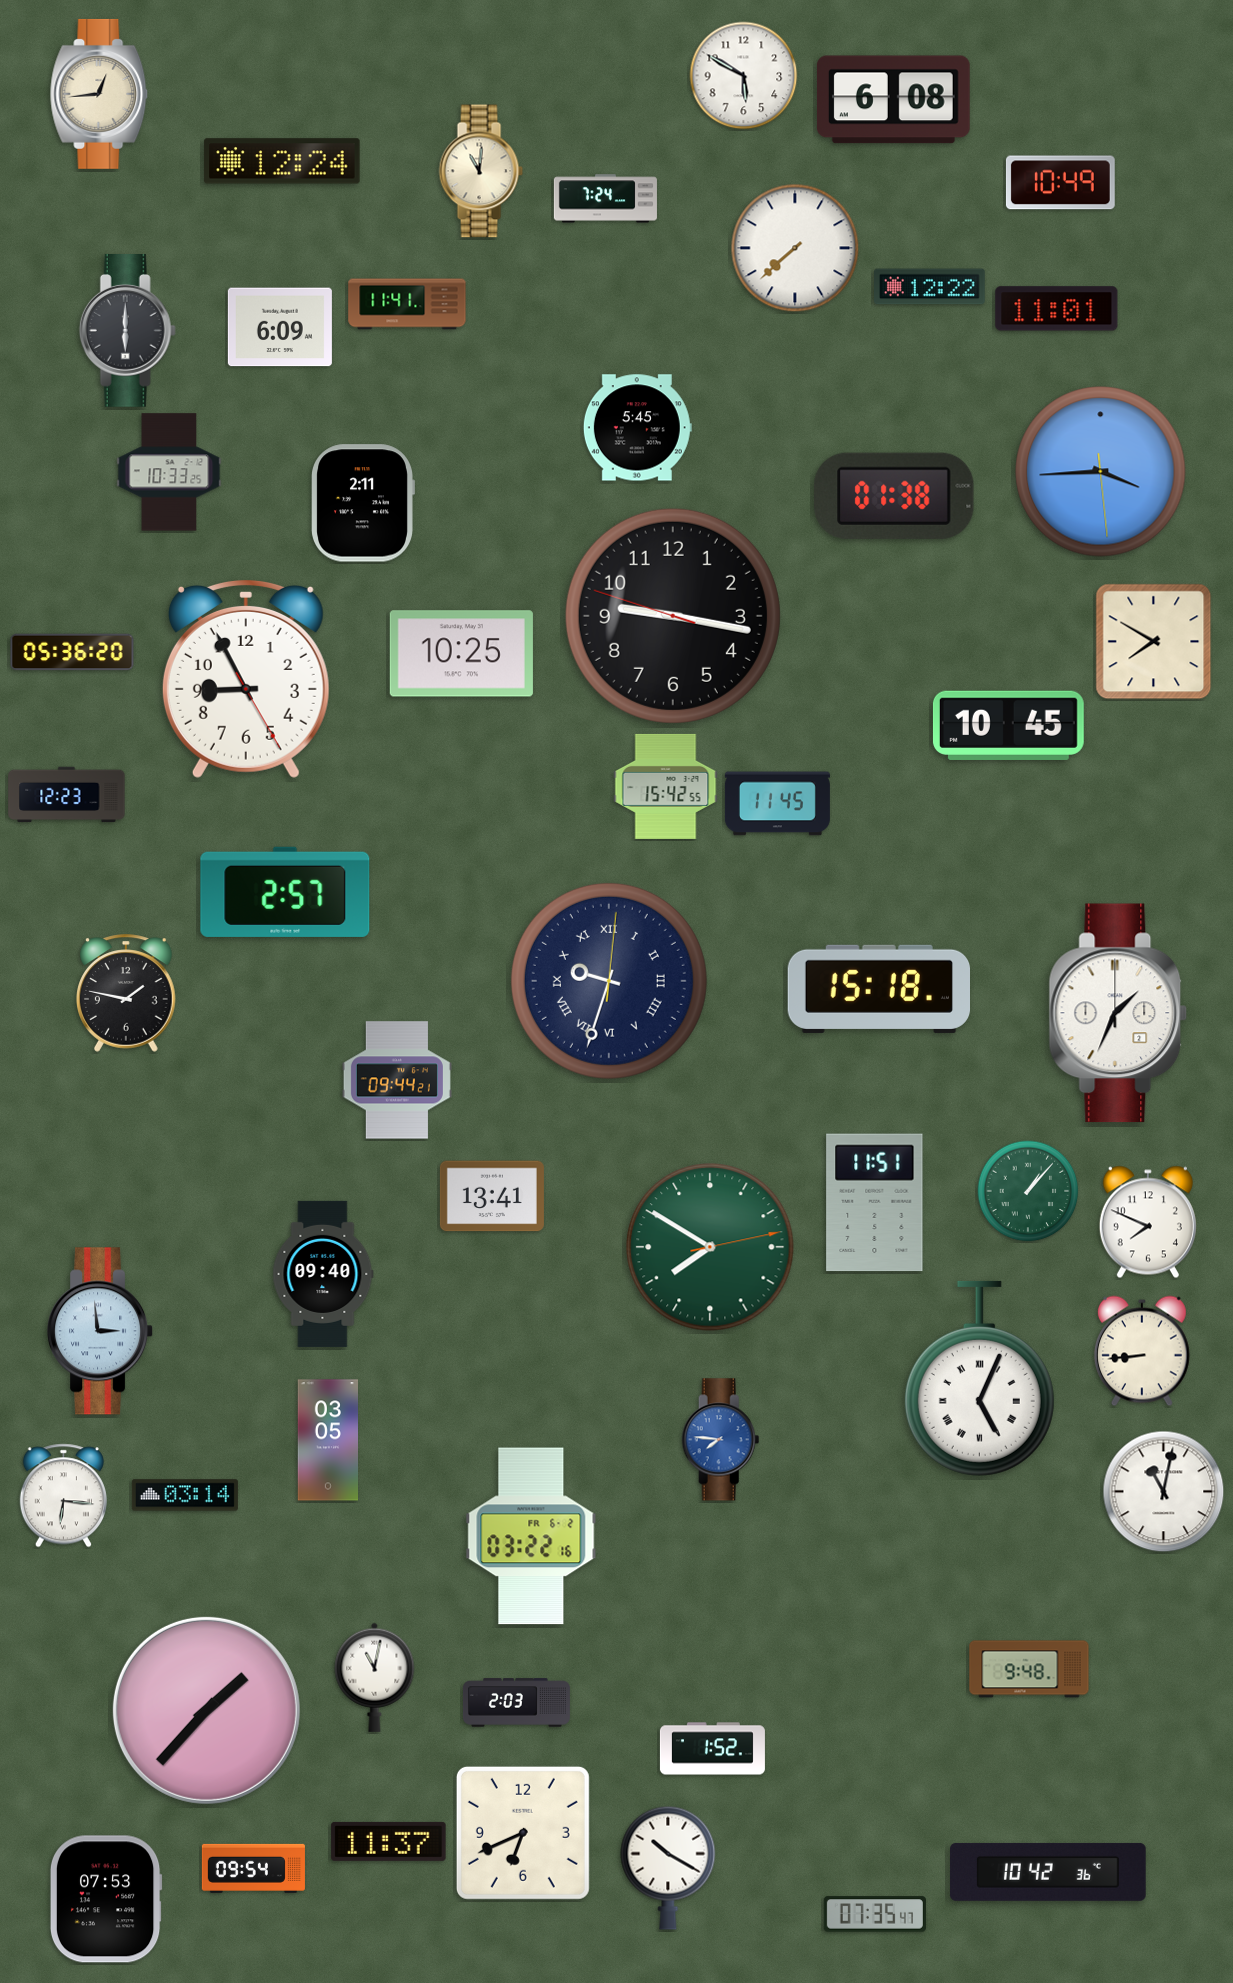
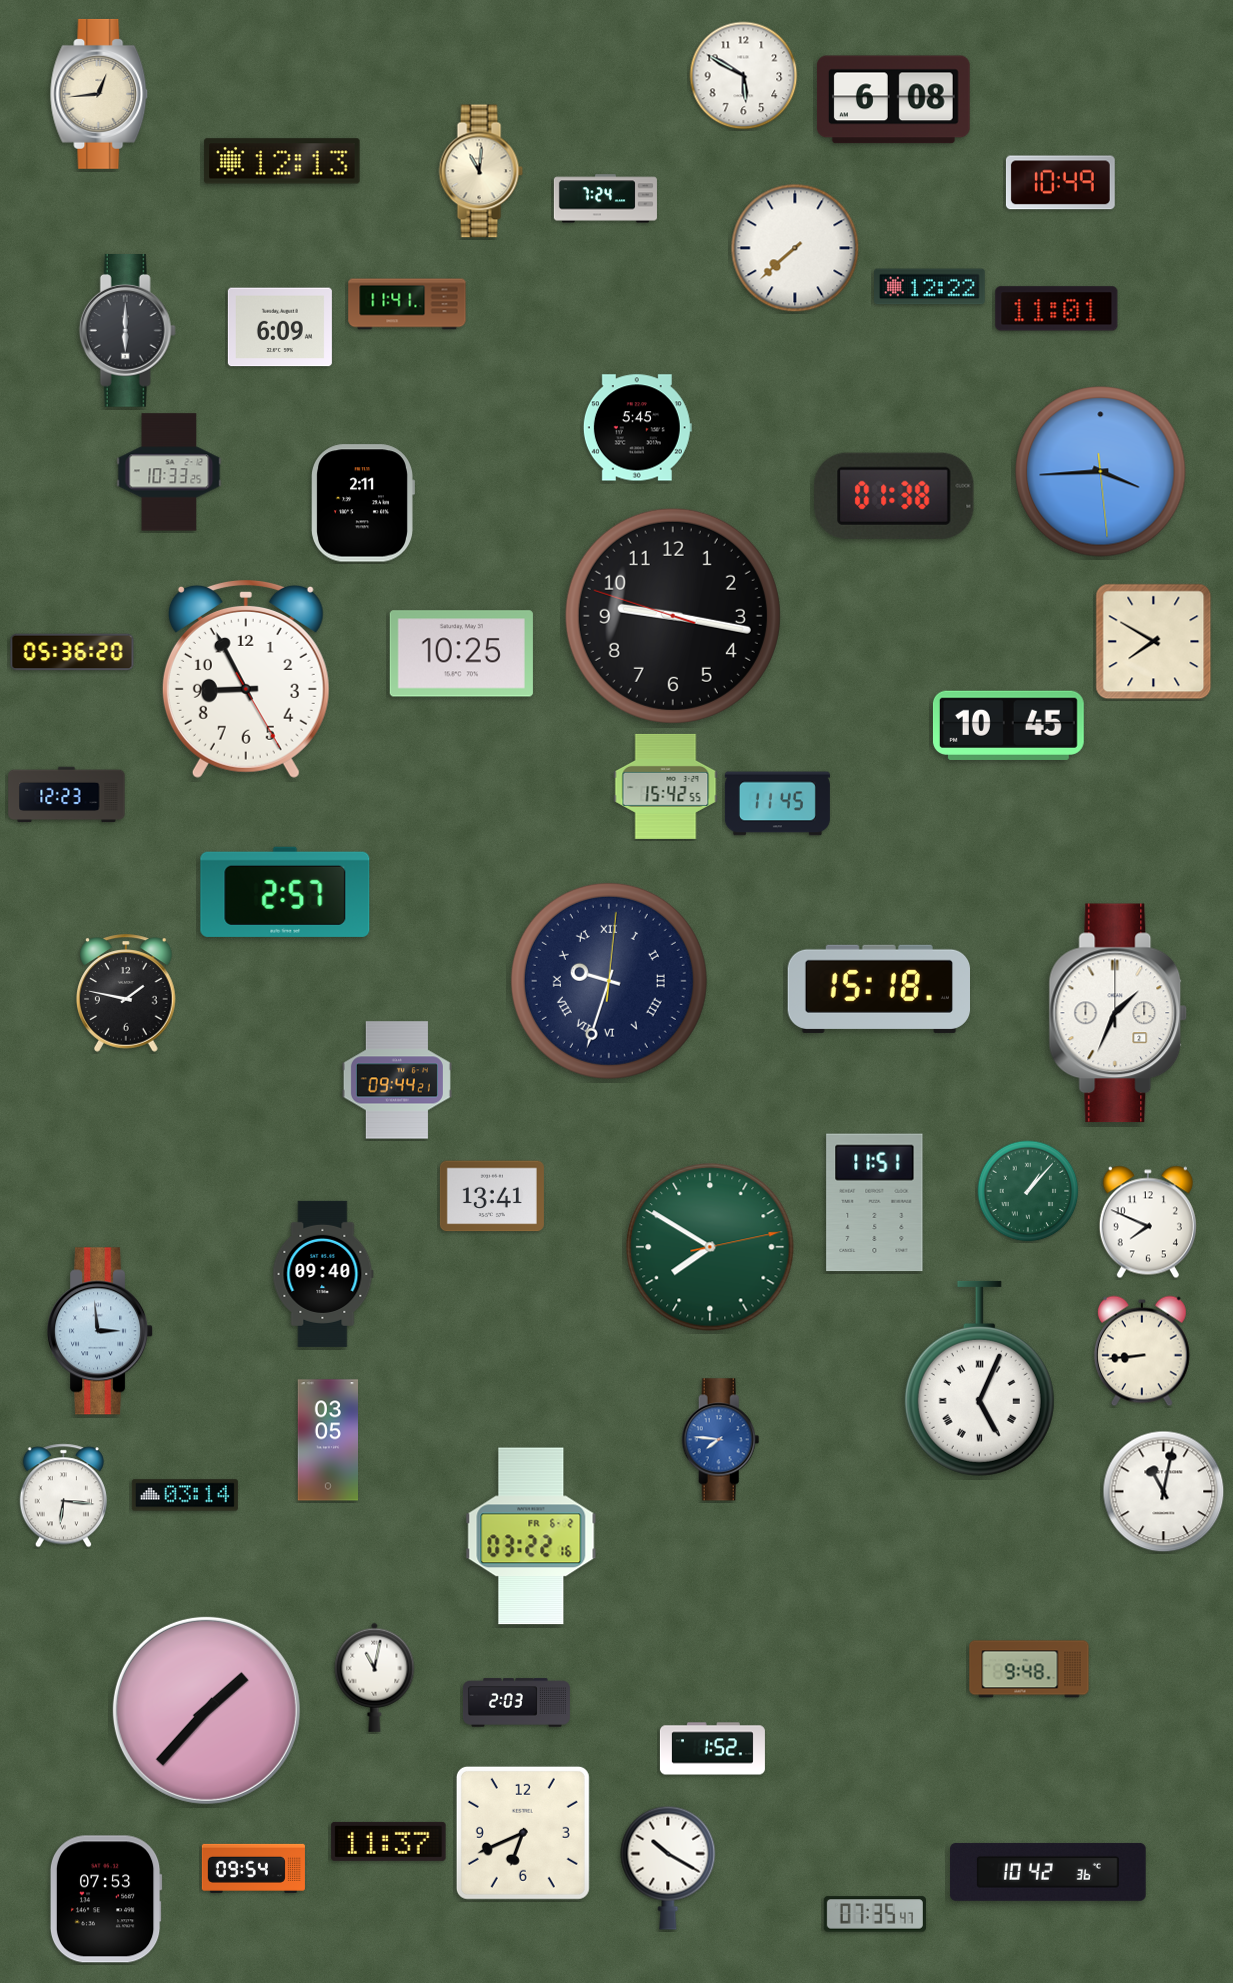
clock at (282, 161): 12:24 -> 12:13
